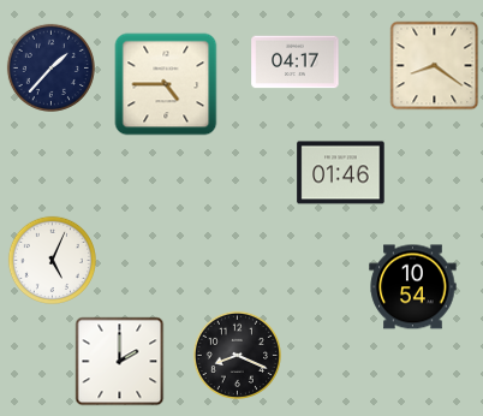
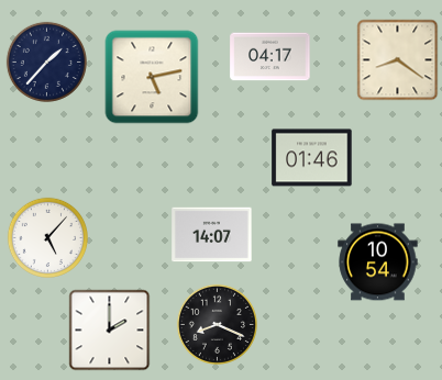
clock at (166, 84): 4:45 -> 5:13
clock at (212, 235): none -> 14:07
clock at (52, 260): 5:04 -> 5:07
